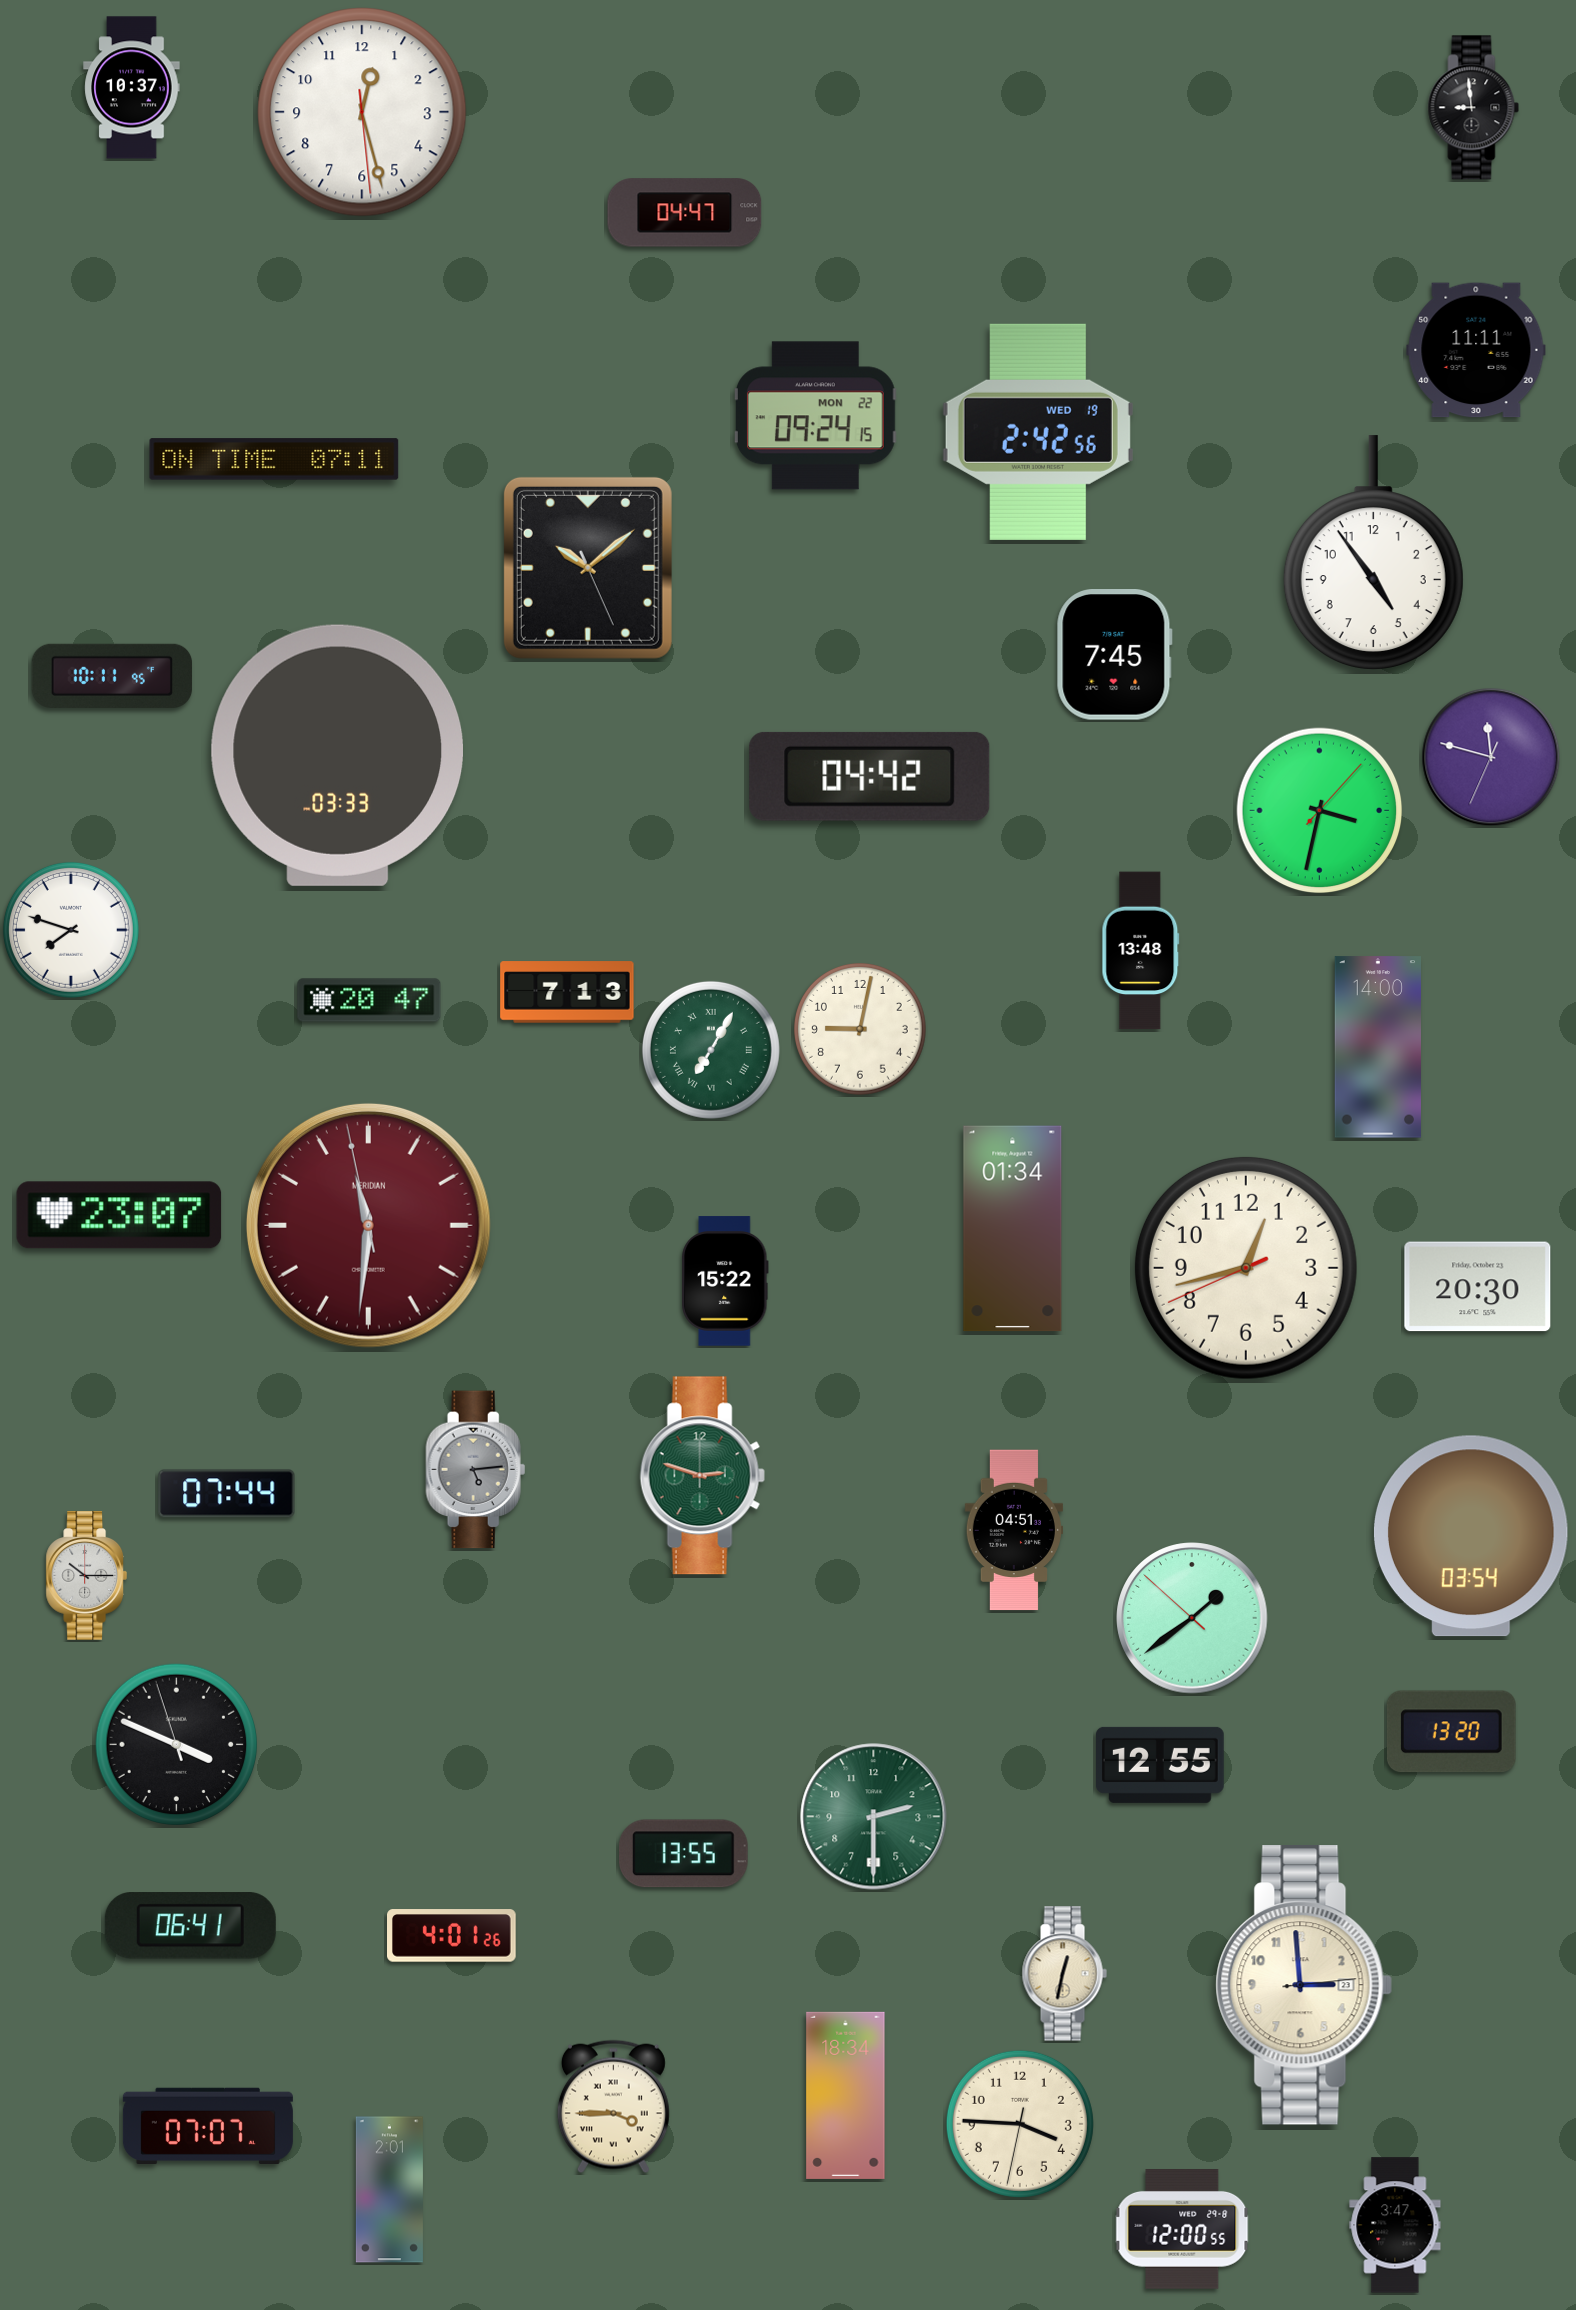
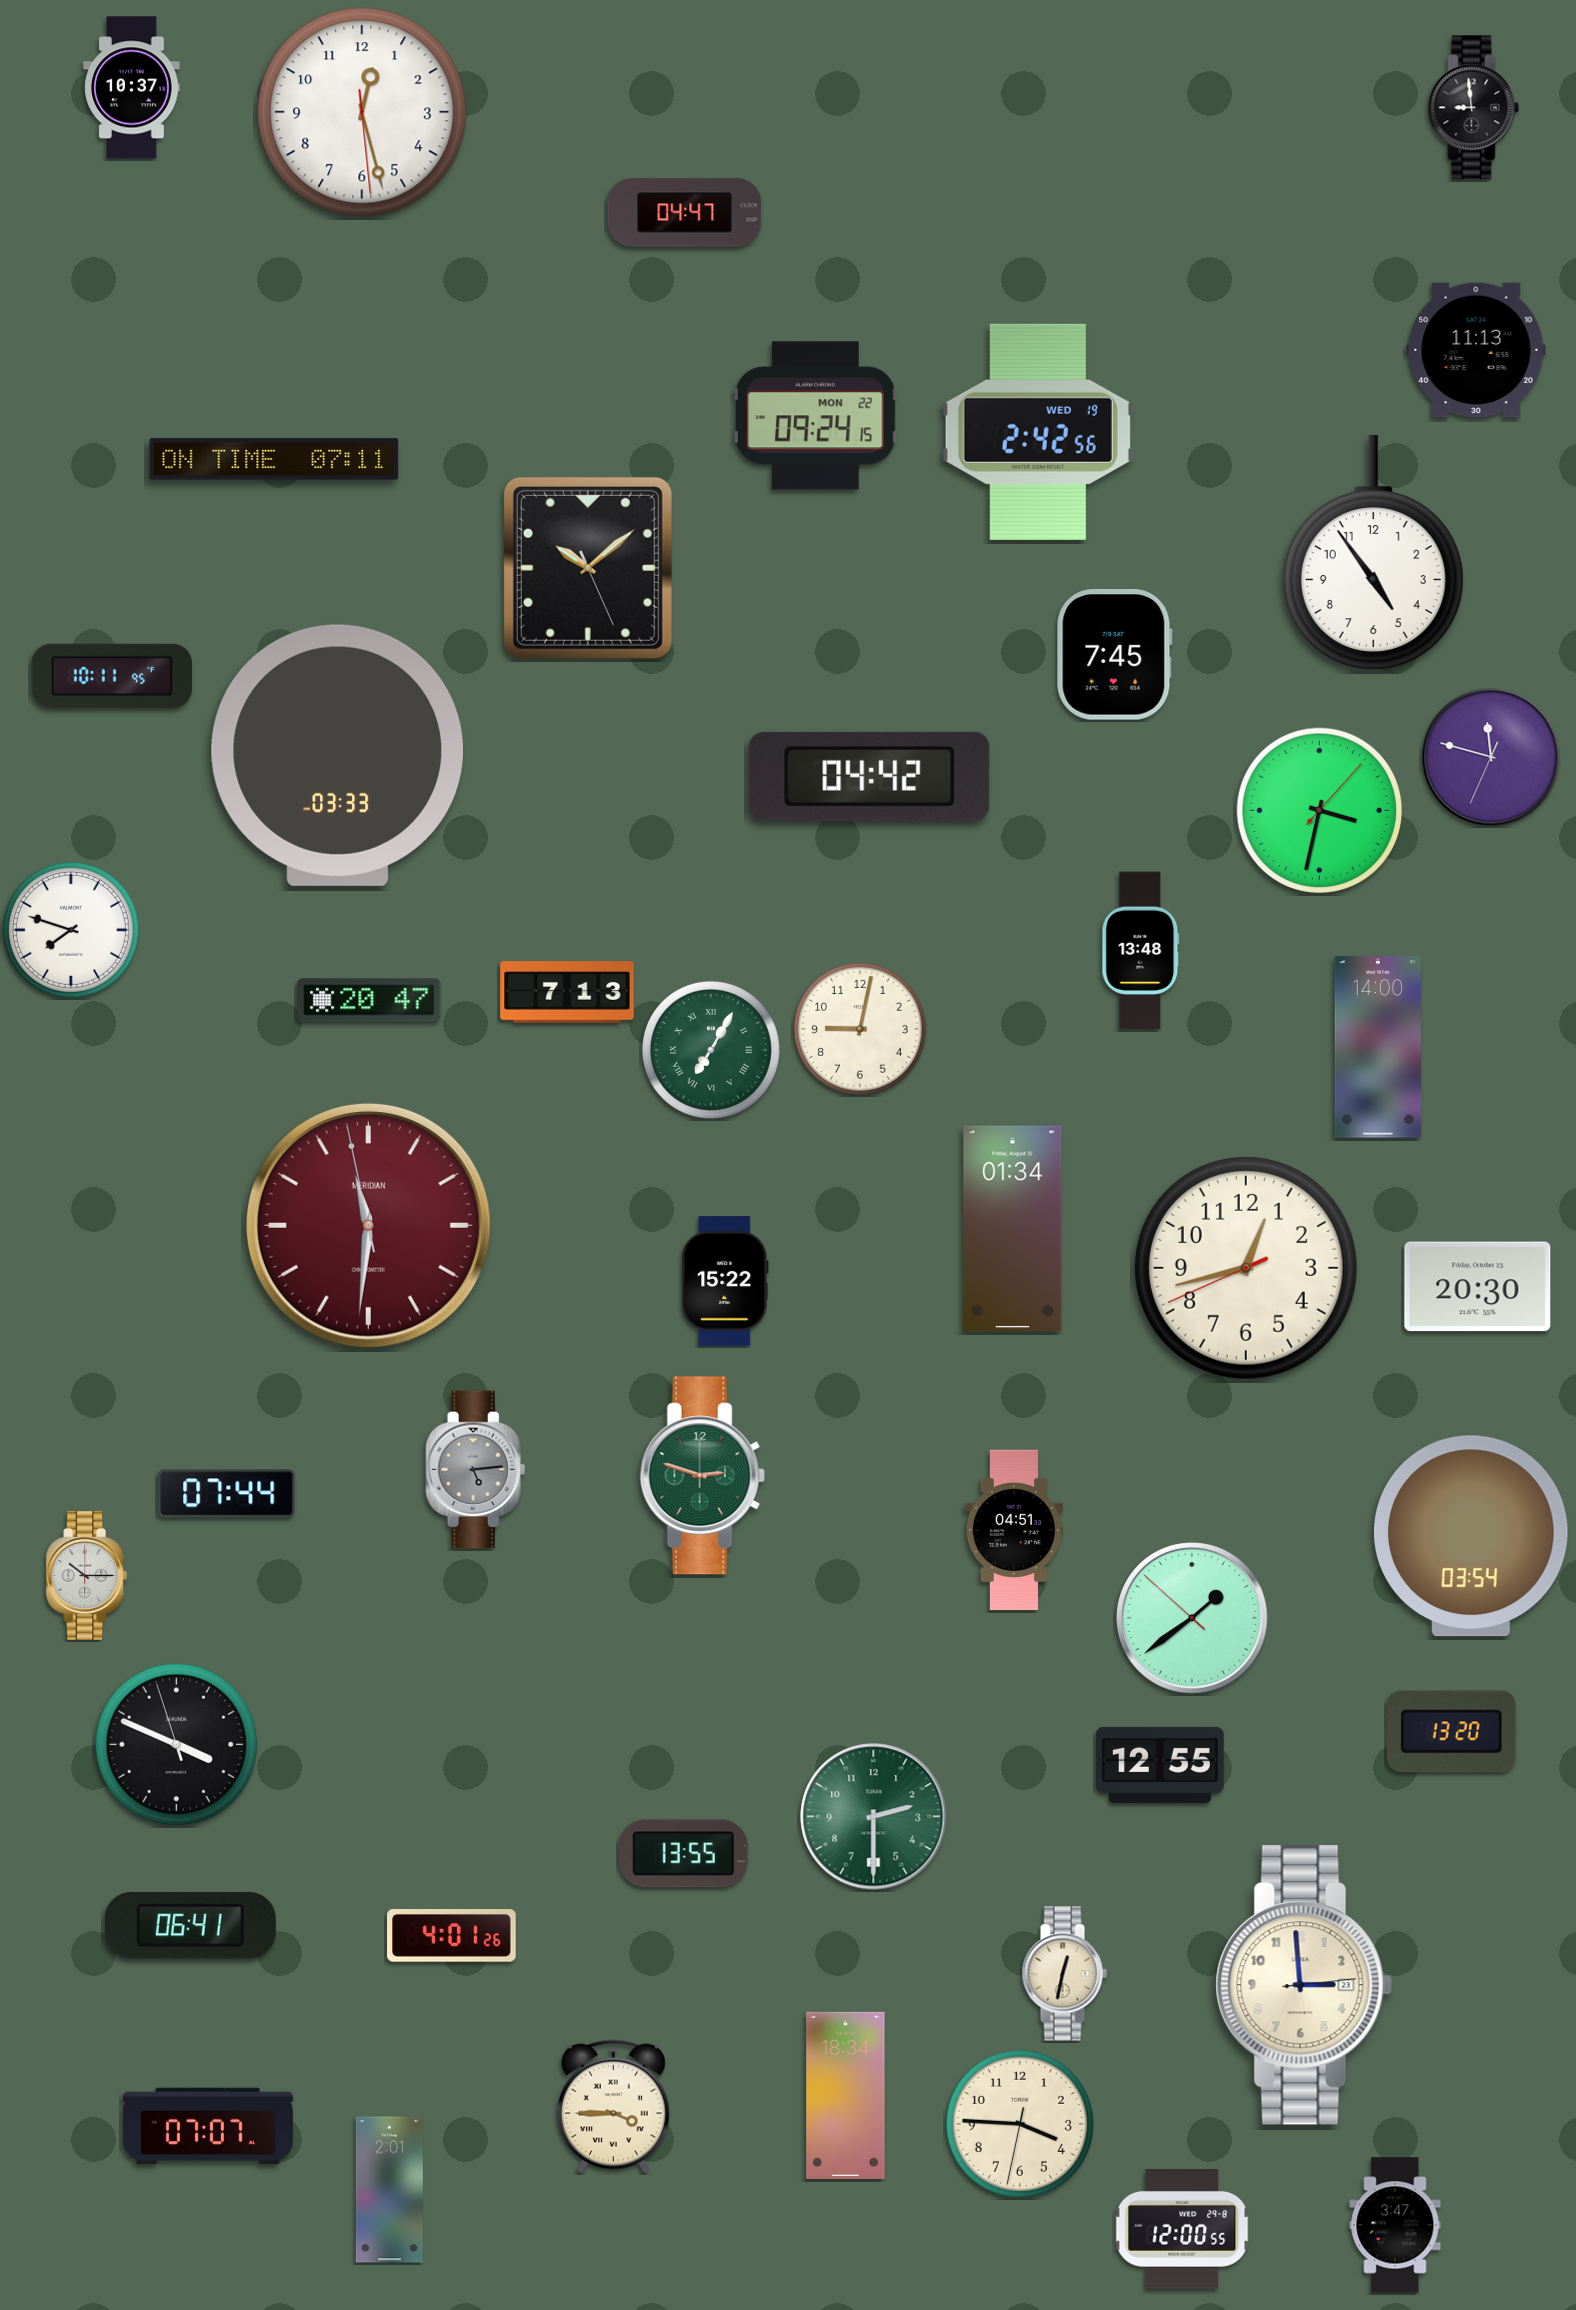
clock at (1476, 350): 11:11 -> 11:13
clock at (119, 1215): 23:07 -> none
